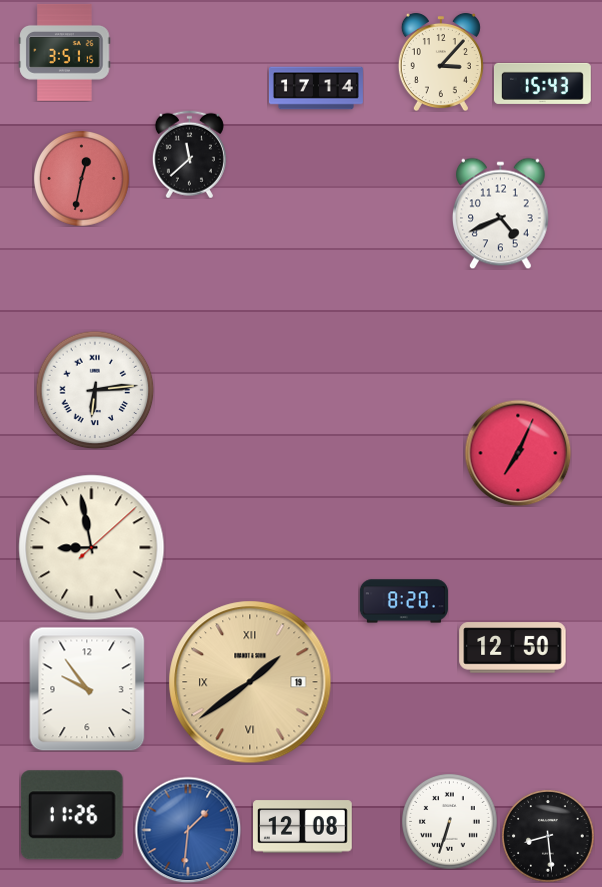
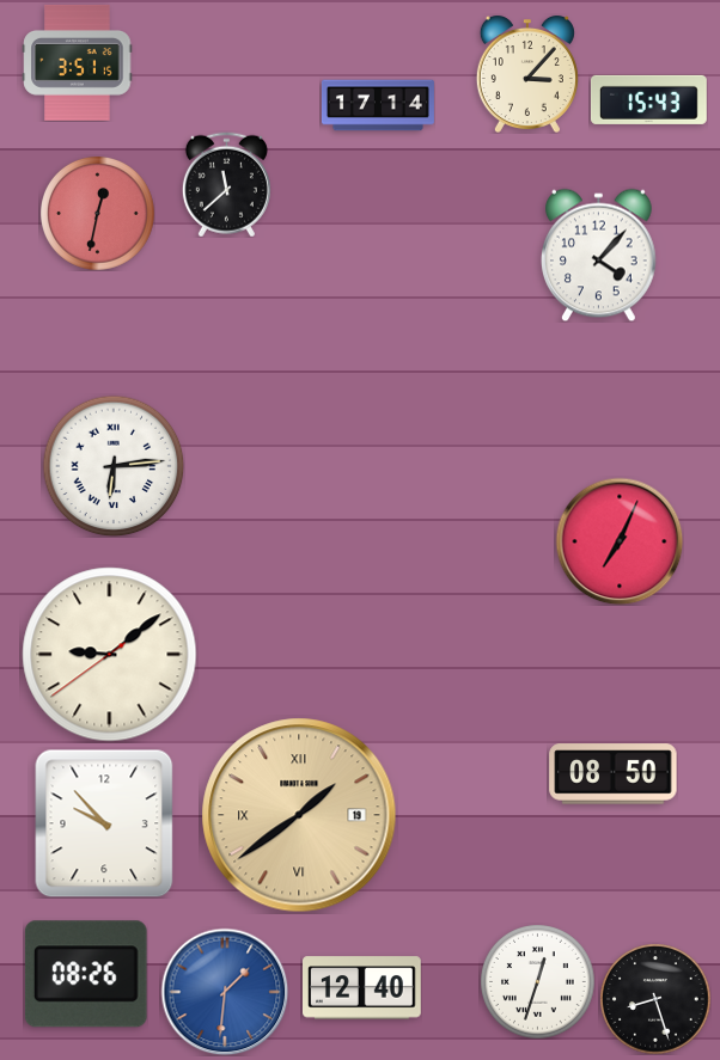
clock at (501, 213): 4:41 -> 4:07
clock at (92, 548): 8:58 -> 9:08
clock at (404, 601): 8:20 -> none
clock at (513, 648): 12:50 -> 08:50
clock at (87, 689): 9:54 -> 9:53
clock at (72, 815): 11:26 -> 08:26
clock at (450, 822): 6:33 -> 12:33
clock at (303, 827): 12:08 -> 12:40
clock at (548, 836): 8:29 -> 8:27
